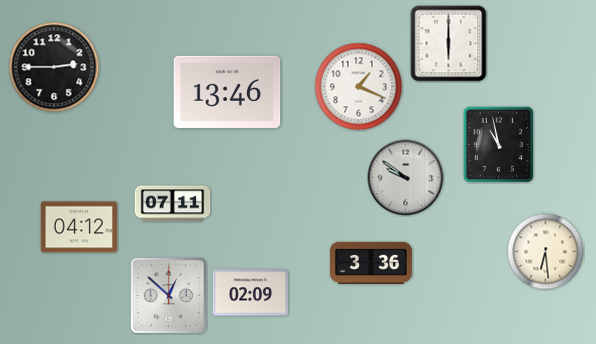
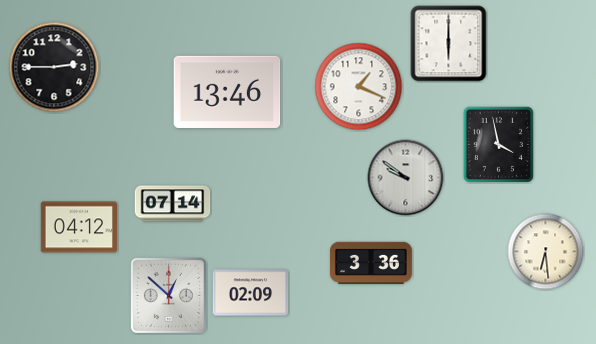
clock at (498, 144): 10:58 -> 3:58
clock at (173, 204): 07:11 -> 07:14
